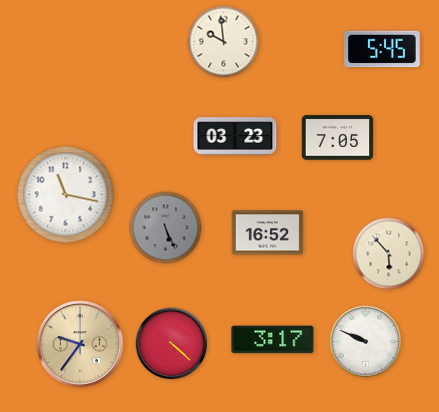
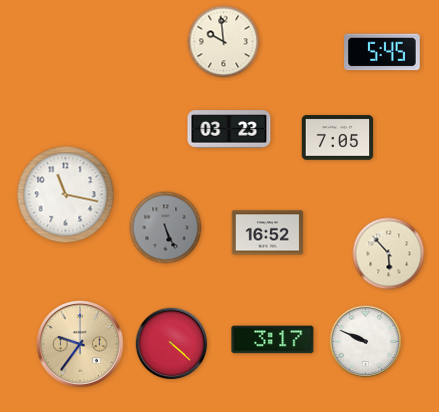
clock at (382, 49) position: (382, 49) -> (382, 52)
clock at (235, 136) position: (235, 136) -> (229, 129)
